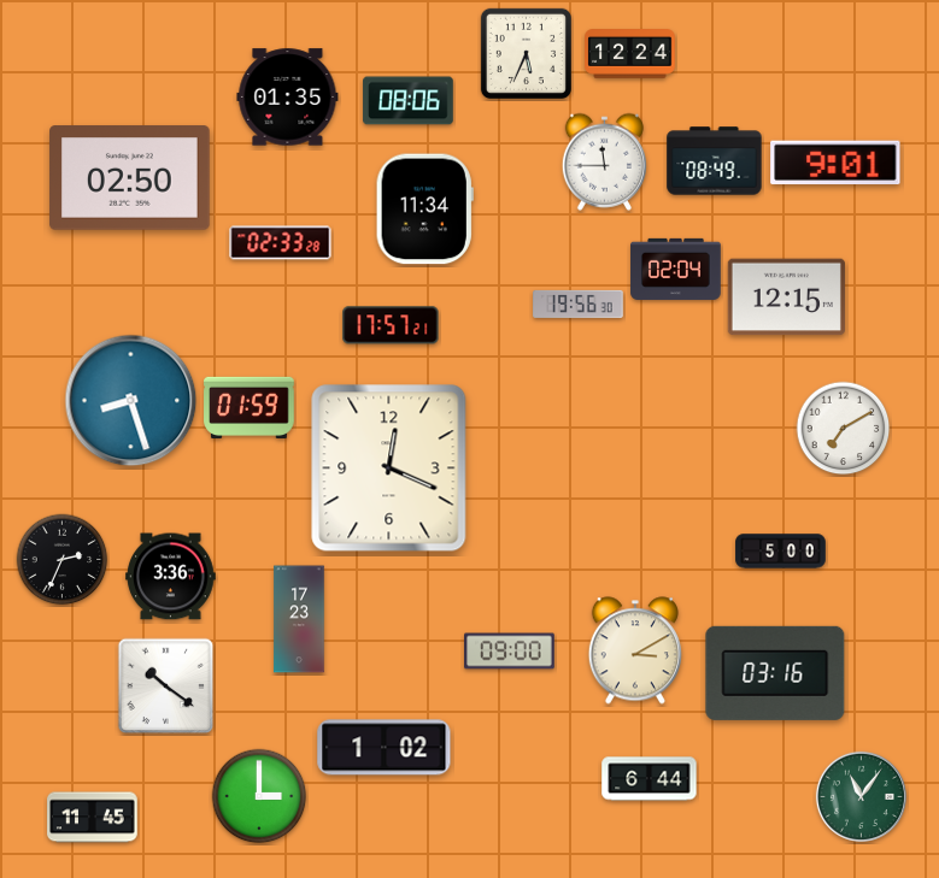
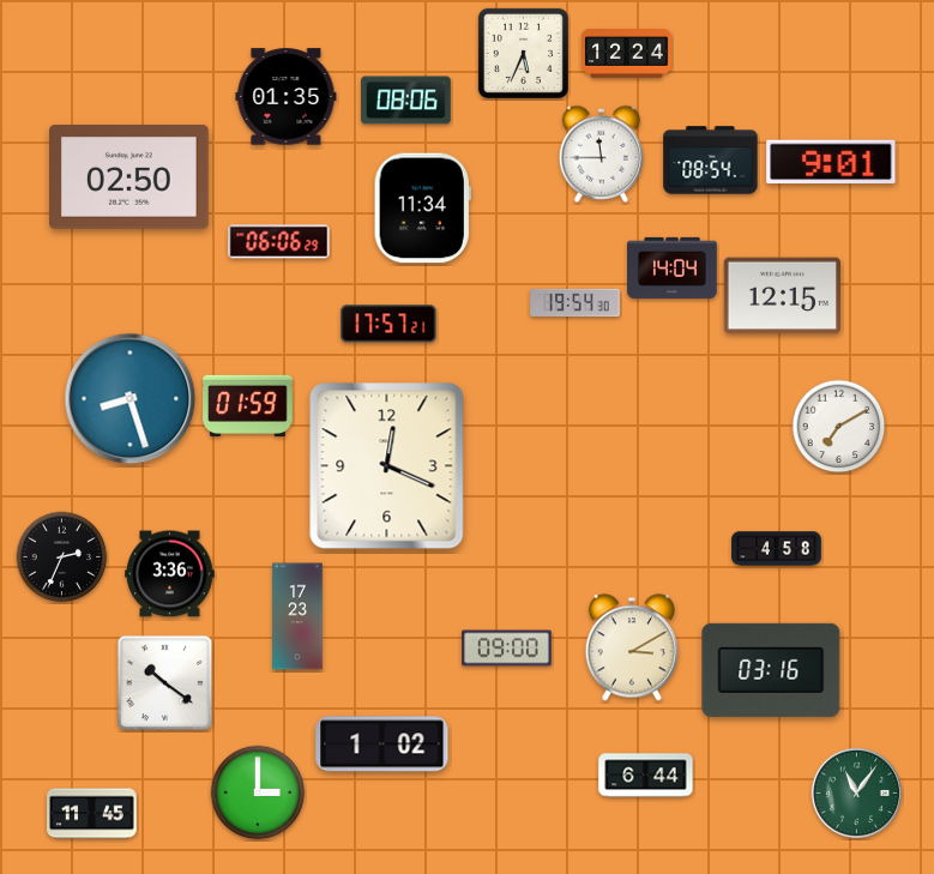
clock at (604, 161) position: (604, 161) -> (601, 153)
clock at (715, 161): 08:49 -> 08:54
clock at (281, 243): 02:33 -> 06:06
clock at (676, 269): 02:04 -> 14:04
clock at (579, 304): 19:56 -> 19:54
clock at (781, 552): 5:00 -> 4:58
